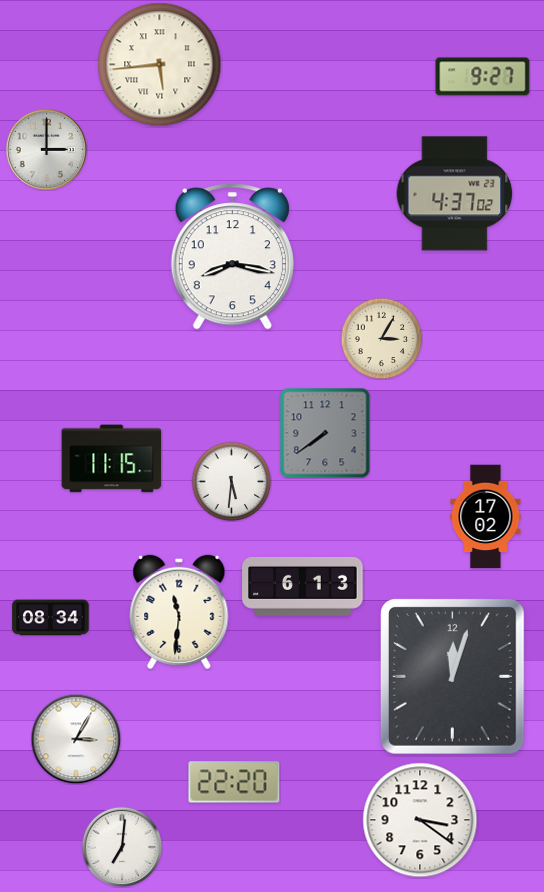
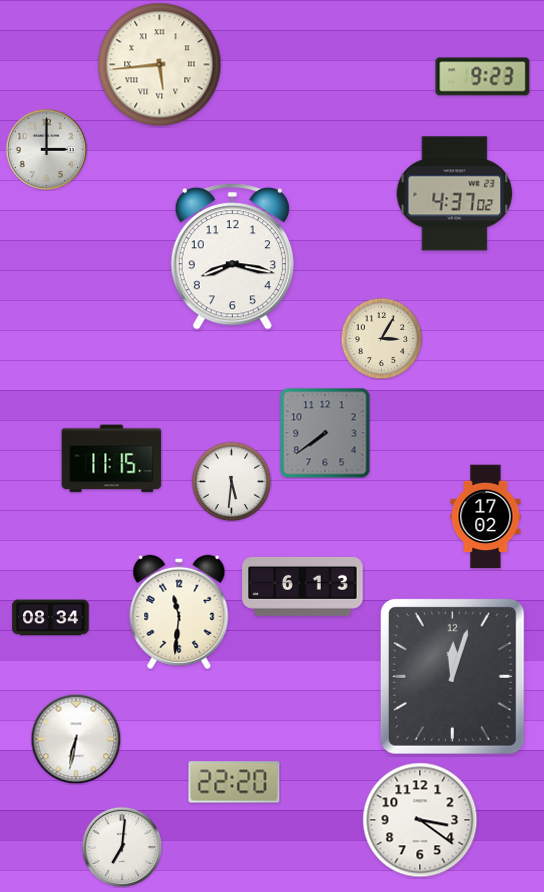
clock at (483, 77): 9:27 -> 9:23
clock at (76, 739): 3:05 -> 6:32
